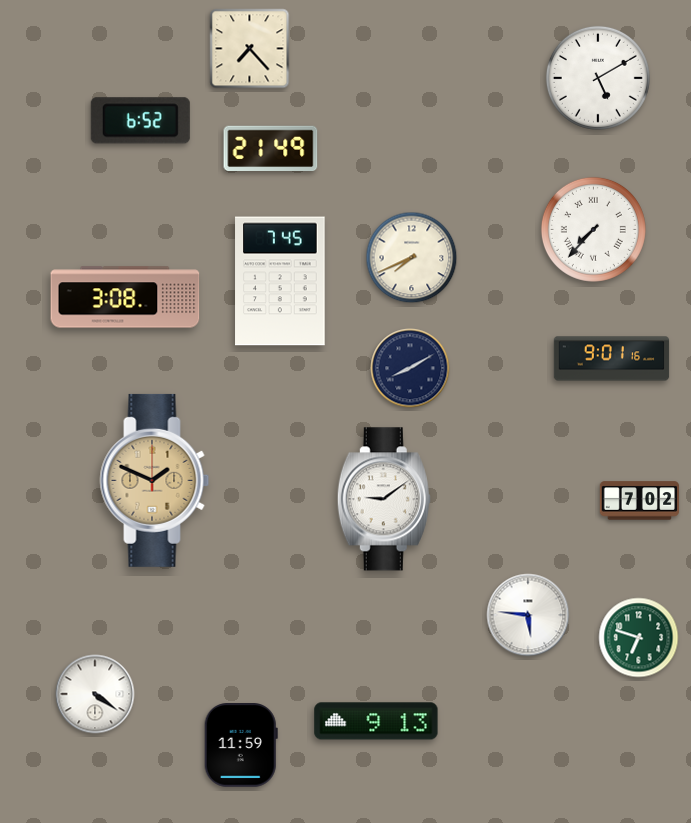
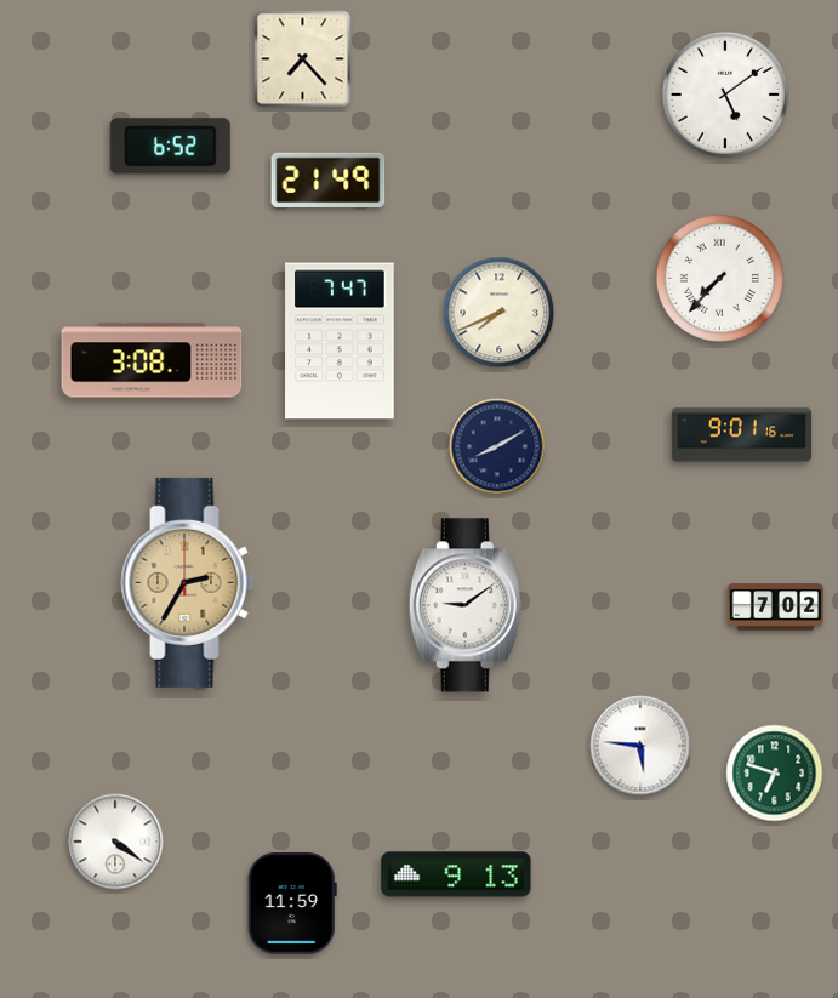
clock at (598, 78): 5:10 -> 5:09
clock at (280, 281): 7:45 -> 7:47
clock at (155, 480): 1:49 -> 2:35
